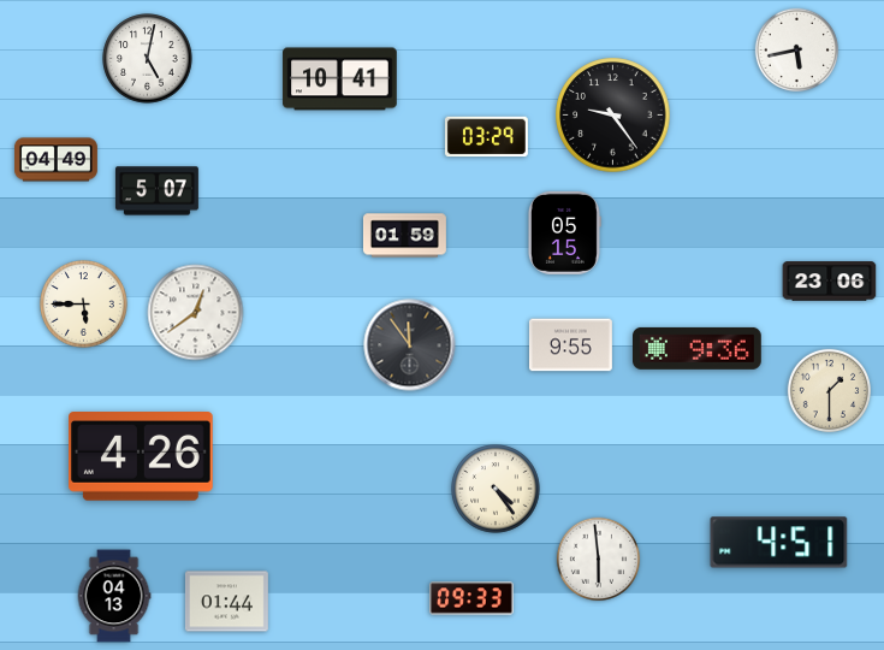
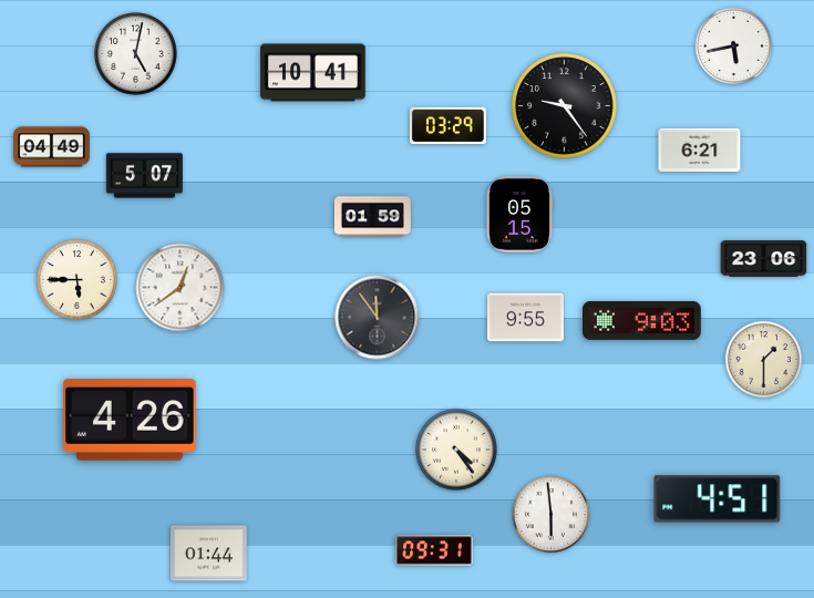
clock at (700, 151): none -> 6:21
clock at (698, 348): 9:36 -> 9:03
clock at (114, 596): 04:13 -> none
clock at (471, 598): 09:33 -> 09:31
